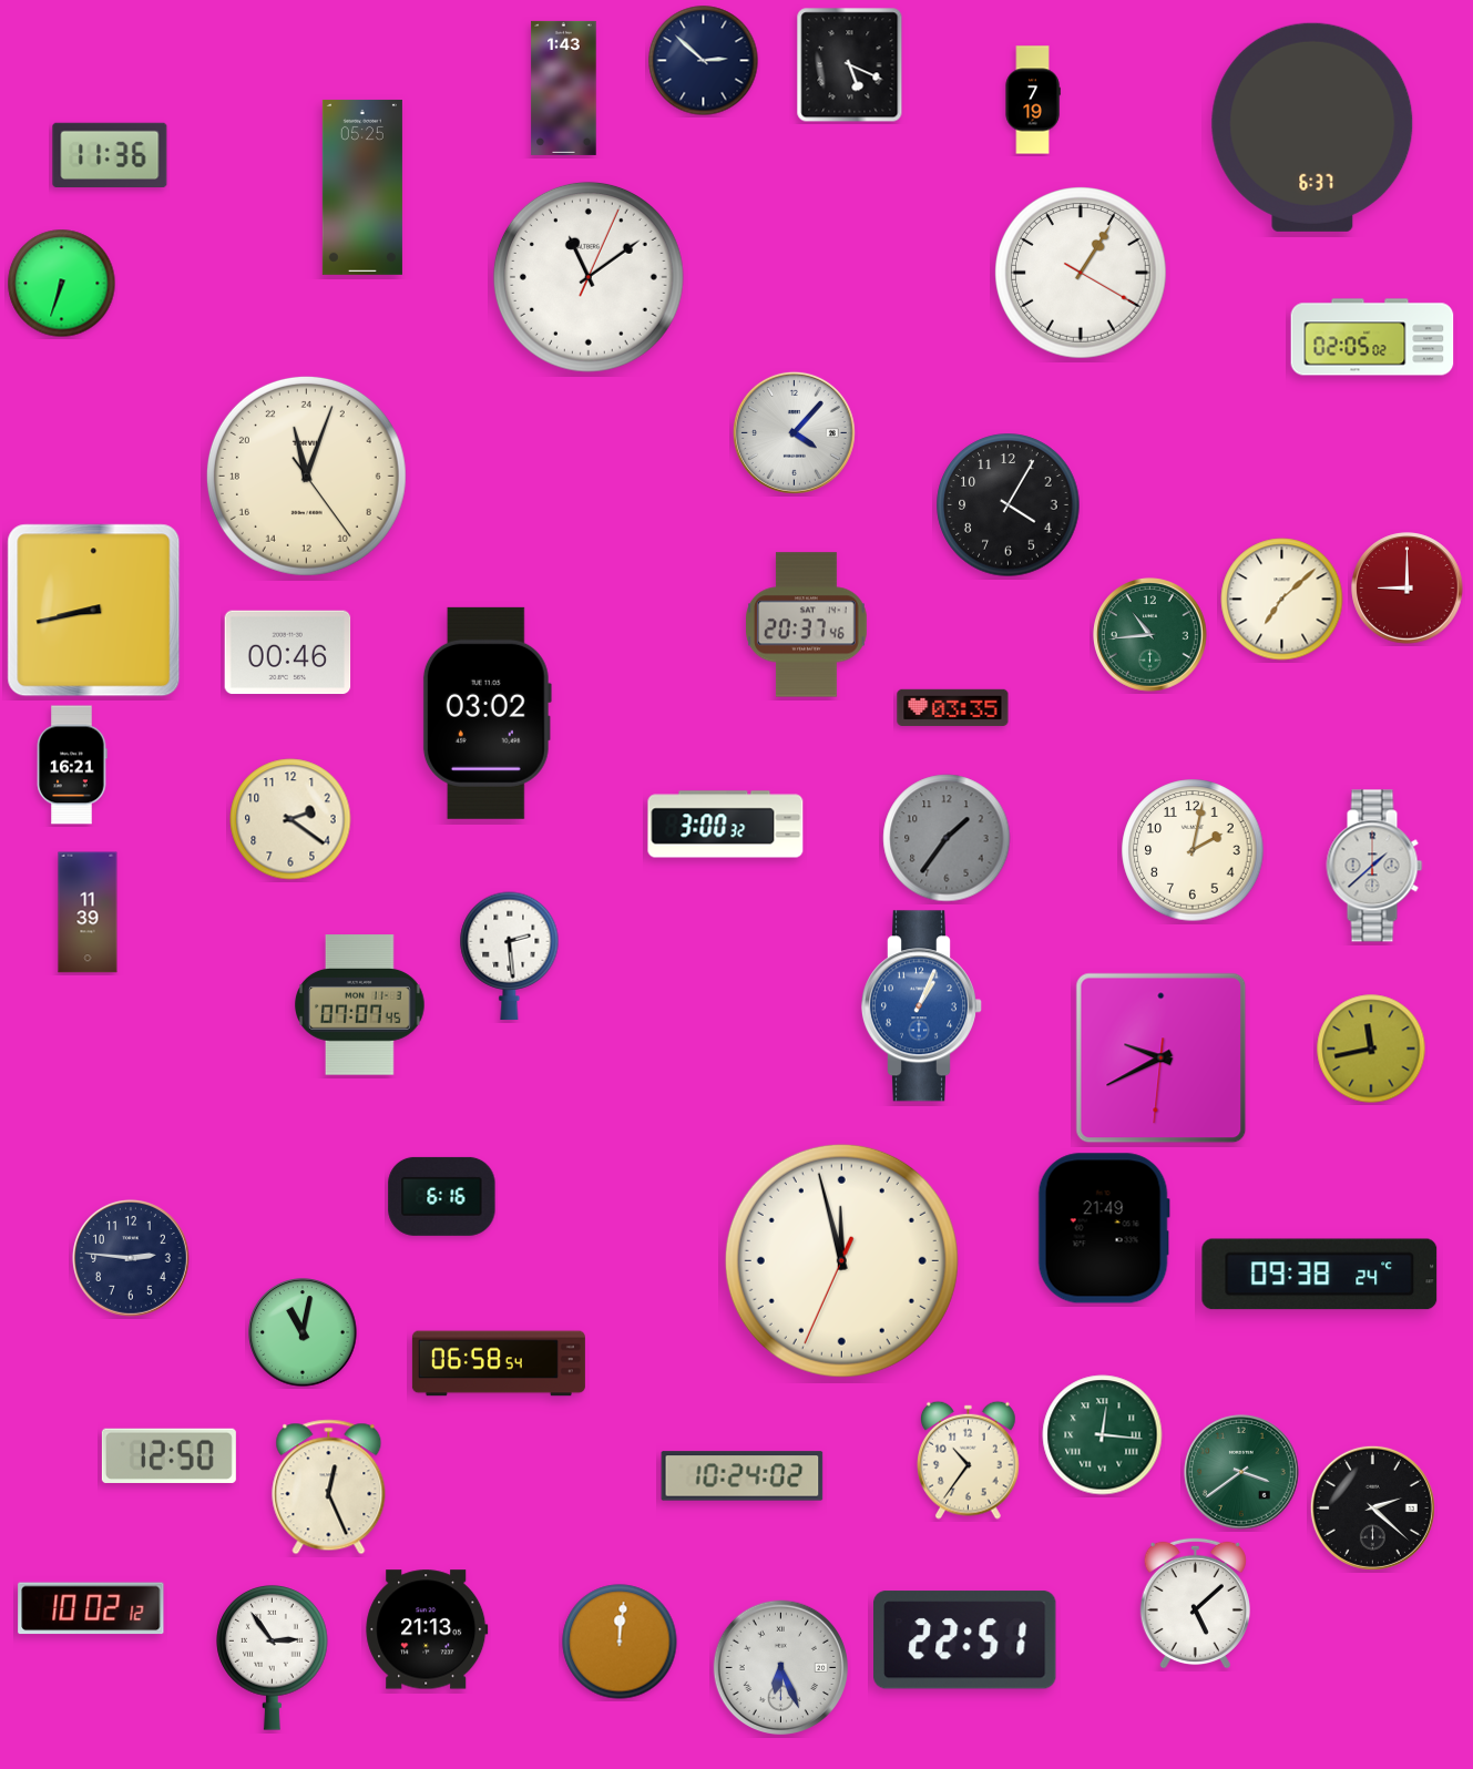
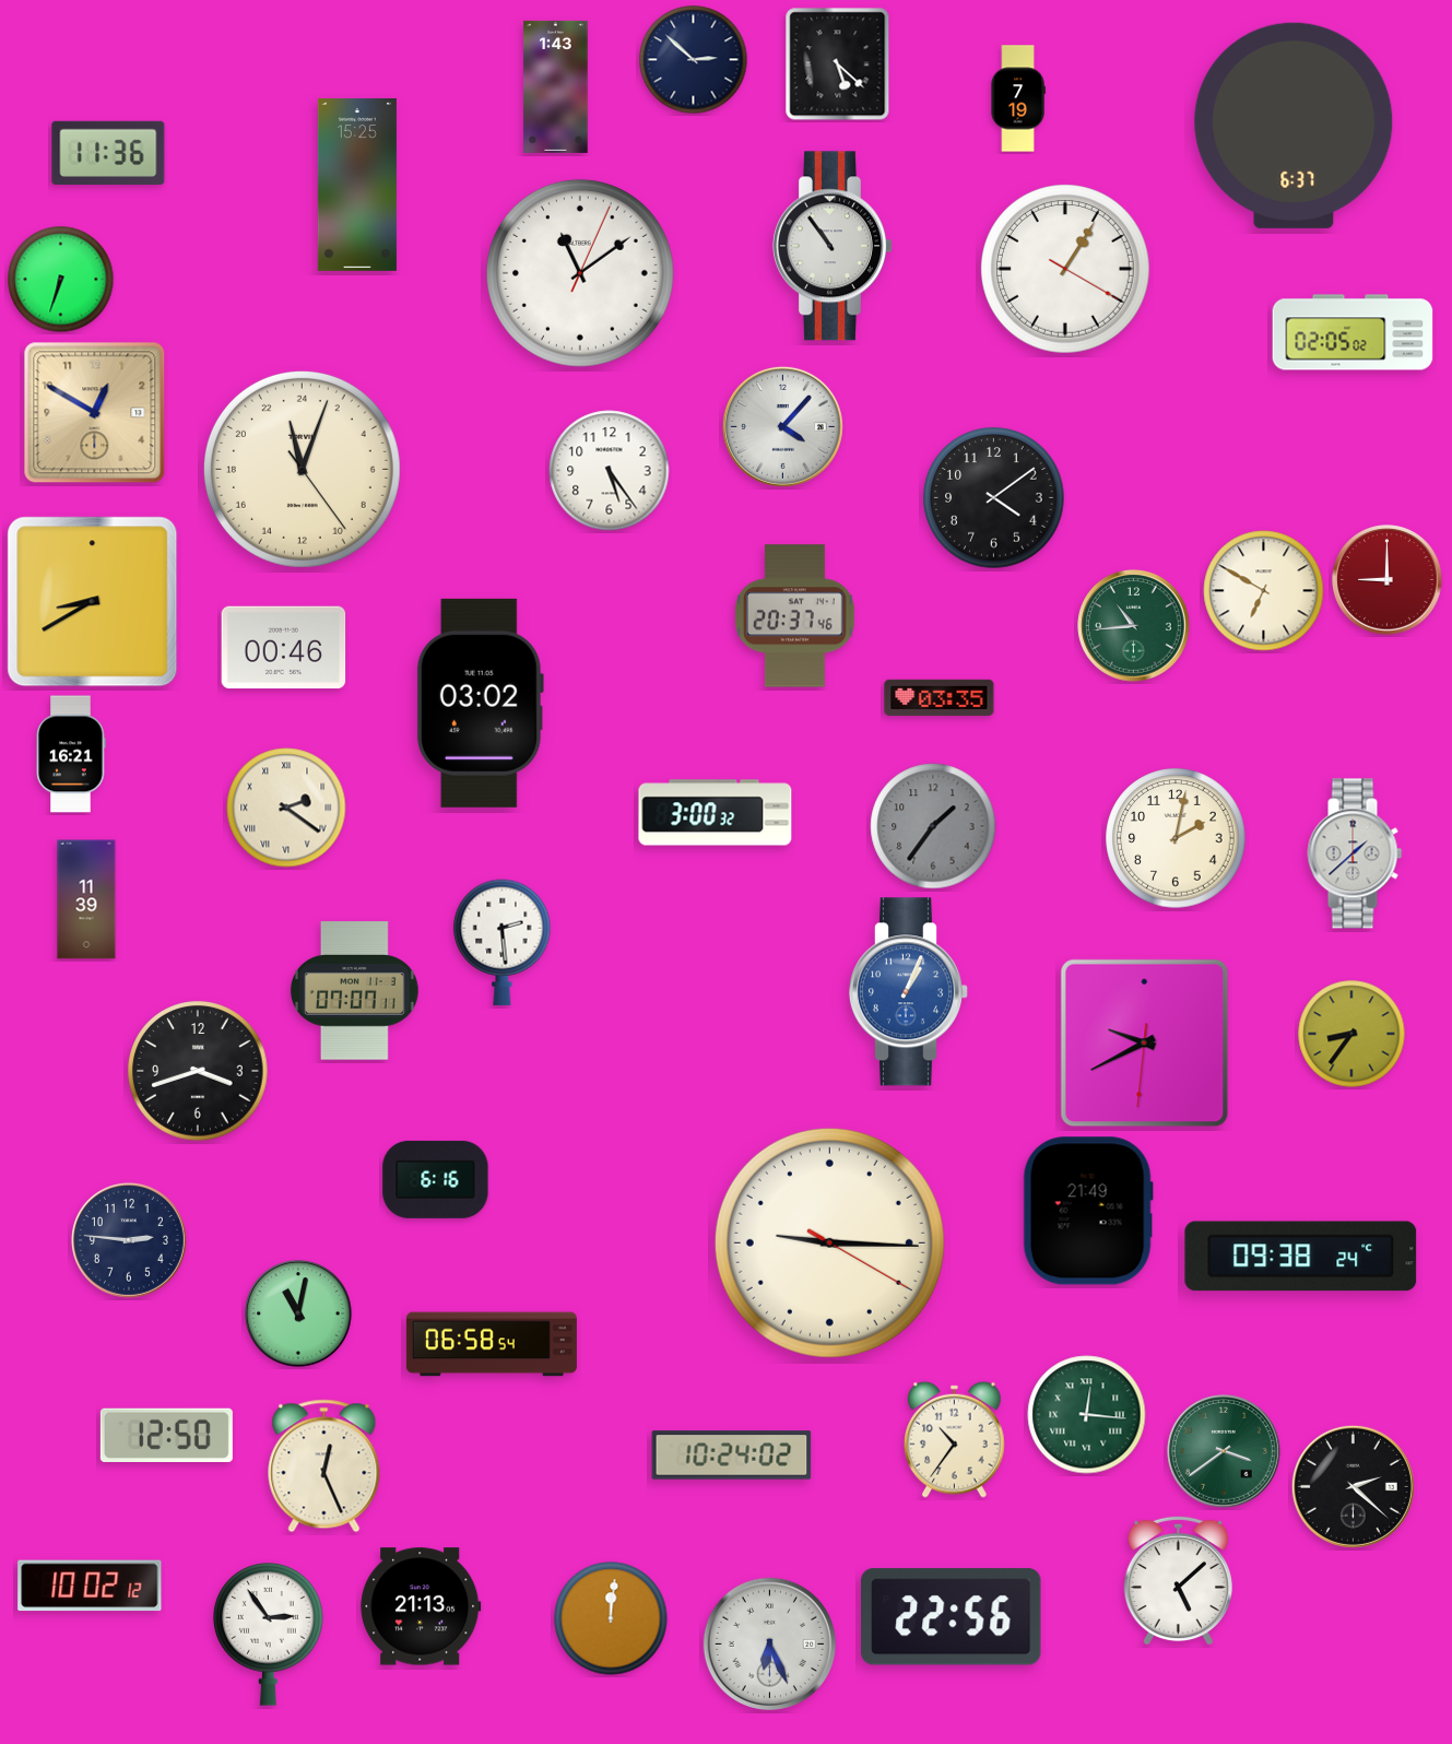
clock at (850, 65): 5:19 -> 5:22
clock at (362, 187): 05:25 -> 15:25
clock at (833, 246): none -> 10:54
clock at (95, 413): none -> 12:50
clock at (610, 471): none -> 5:24
clock at (1009, 505): 4:05 -> 4:09
clock at (1282, 600): 7:08 -> 6:50
clock at (94, 611): 8:43 -> 8:40
clock at (288, 653) position: (288, 653) -> (284, 648)
clock at (290, 819) numerals: Arabic -> Roman
clock at (360, 1005): 07:07:45 -> 07:07:11
clock at (1371, 1049): 11:43 -> 8:36
clock at (198, 1071): none -> 3:42
clock at (841, 1260): 11:57 -> 9:15
clock at (965, 1640): 22:51 -> 22:56
